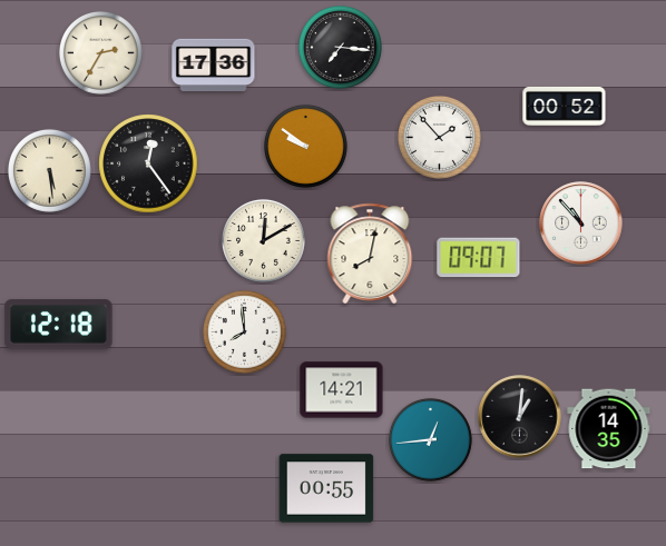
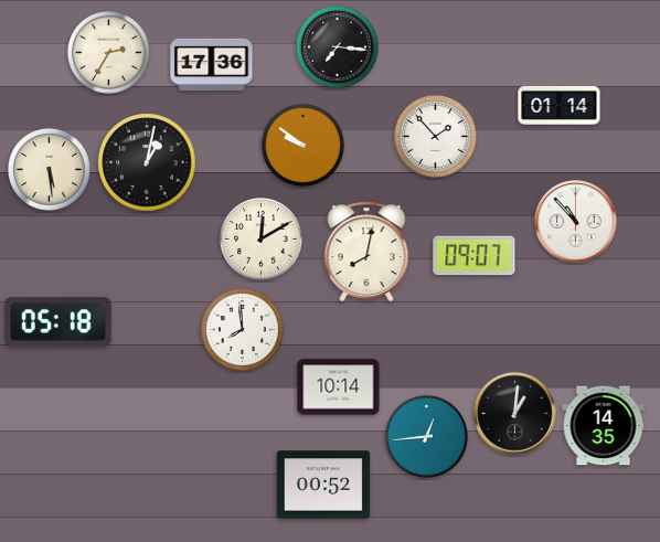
clock at (100, 52) position: (100, 52) -> (108, 52)
clock at (565, 106): 00:52 -> 01:14
clock at (148, 163): 12:24 -> 1:02
clock at (59, 325): 12:18 -> 05:18
clock at (342, 390): 14:21 -> 10:14
clock at (326, 488): 00:55 -> 00:52
